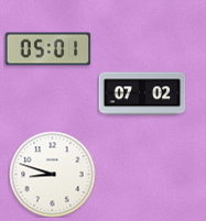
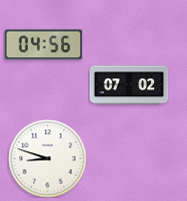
clock at (47, 49): 05:01 -> 04:56
